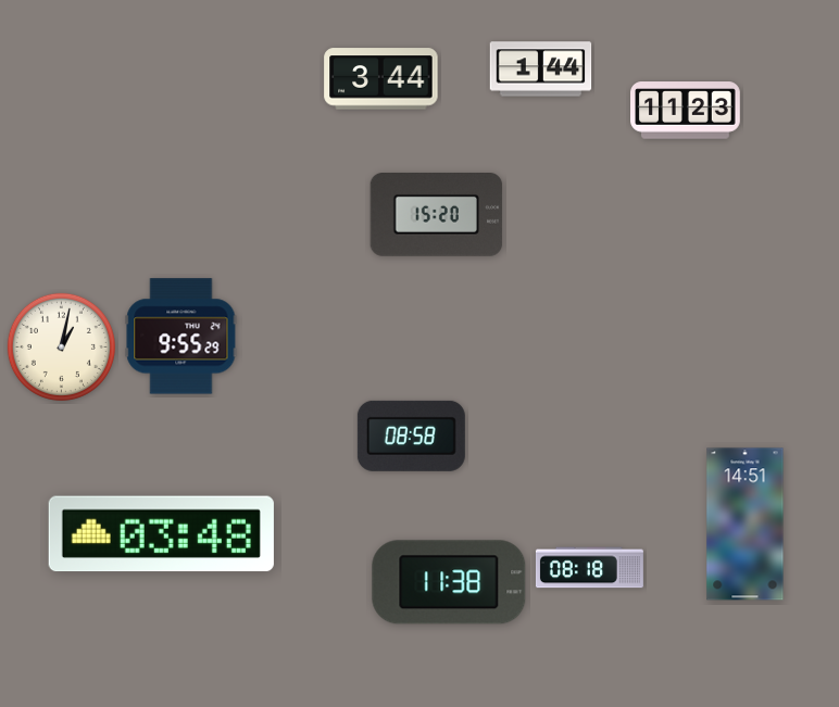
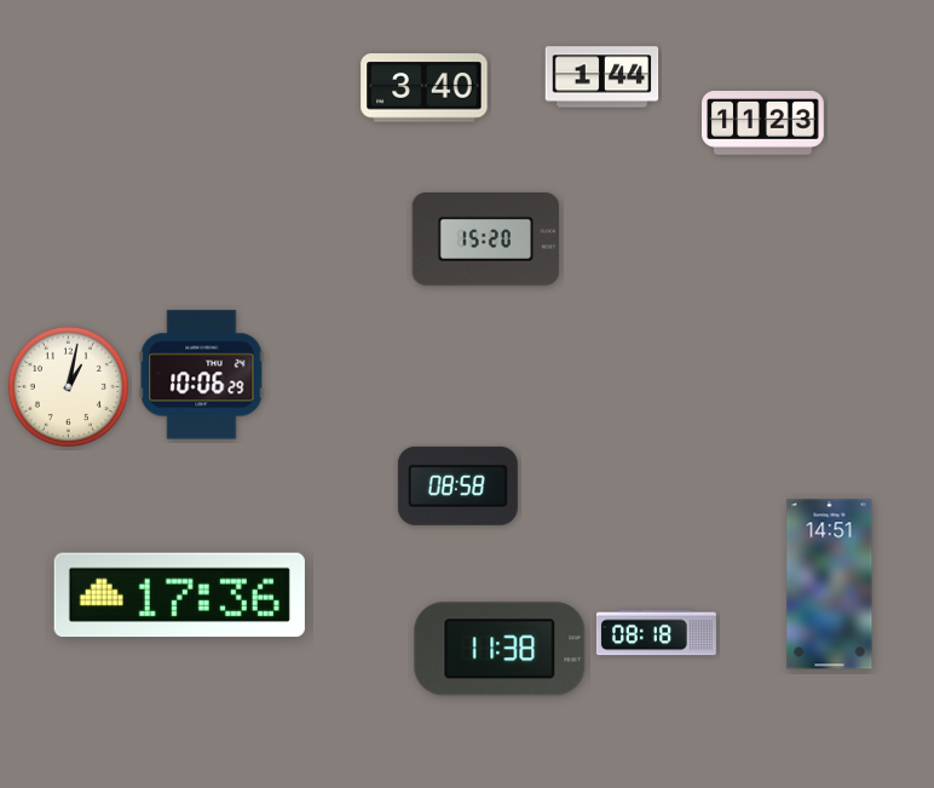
clock at (381, 79): 3:44 -> 3:40
clock at (181, 337): 9:55 -> 10:06
clock at (161, 534): 03:48 -> 17:36
